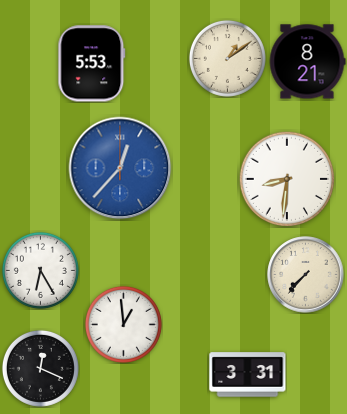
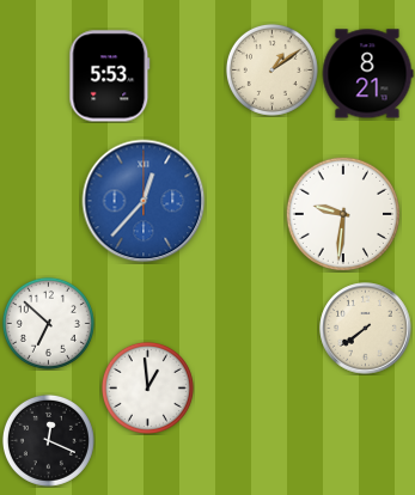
clock at (286, 178): 8:31 -> 9:31
clock at (40, 270): 6:25 -> 6:52
clock at (306, 275): 7:37 -> 7:39
clock at (248, 375): 3:31 -> none
